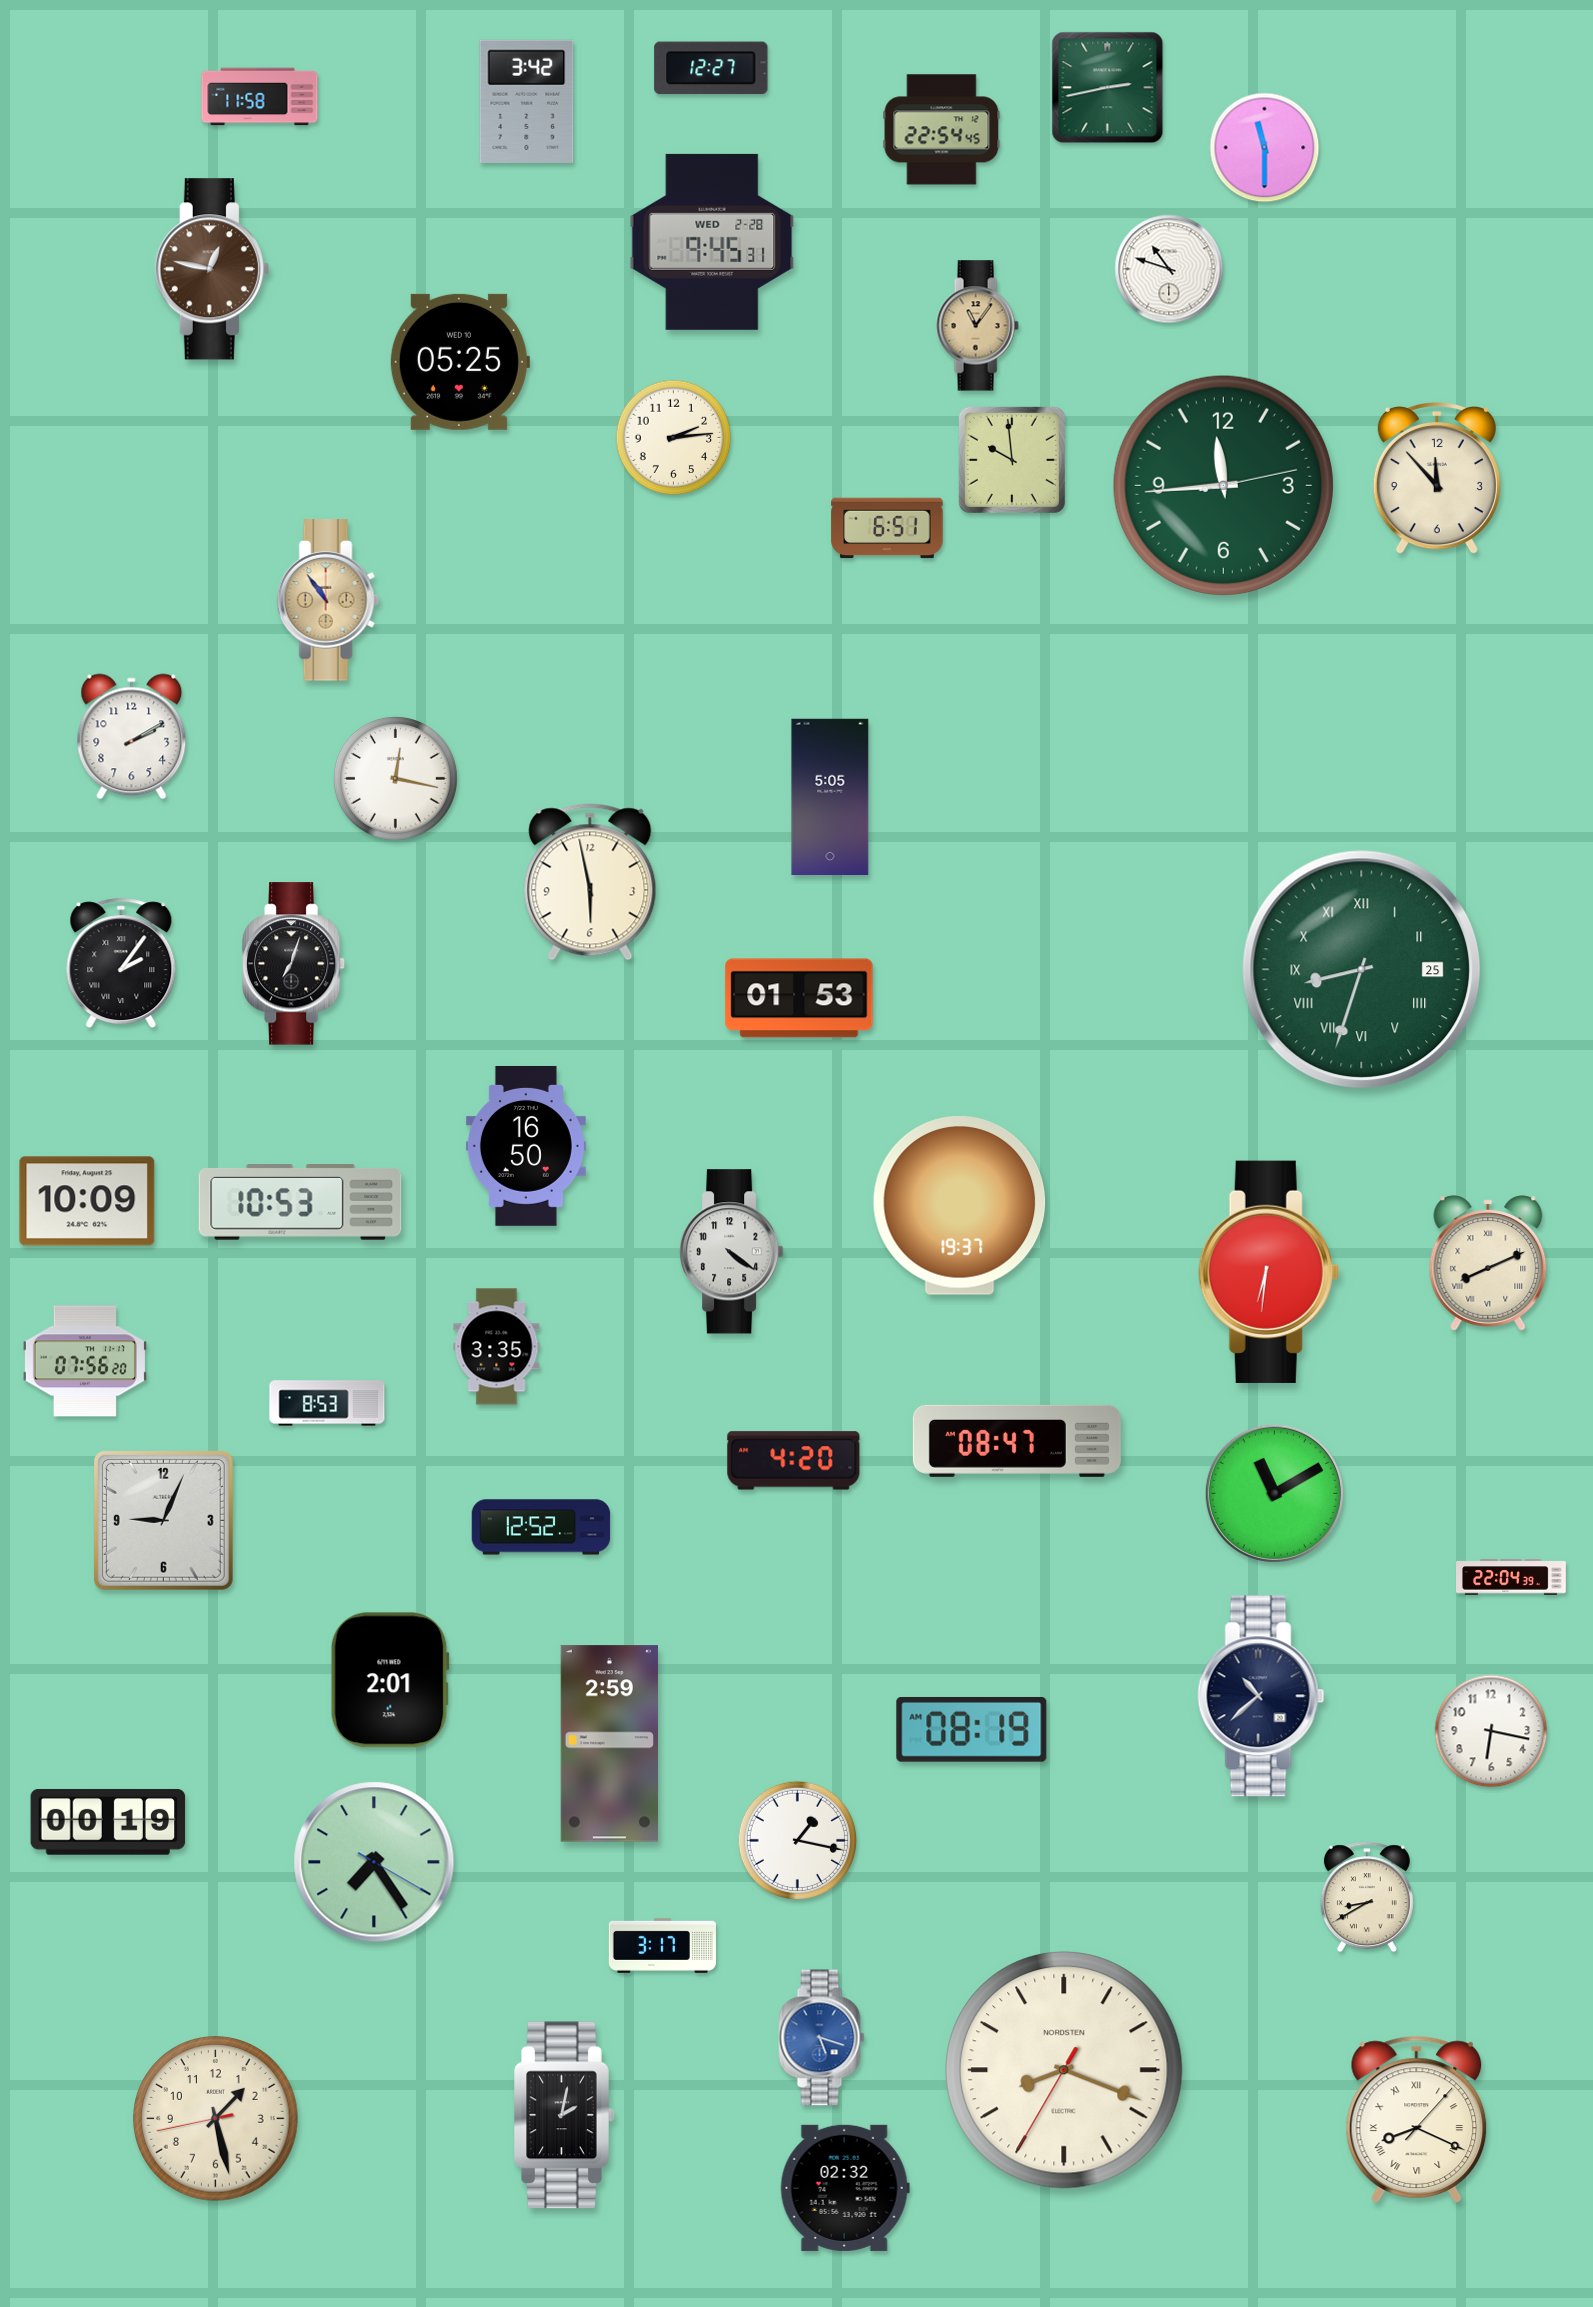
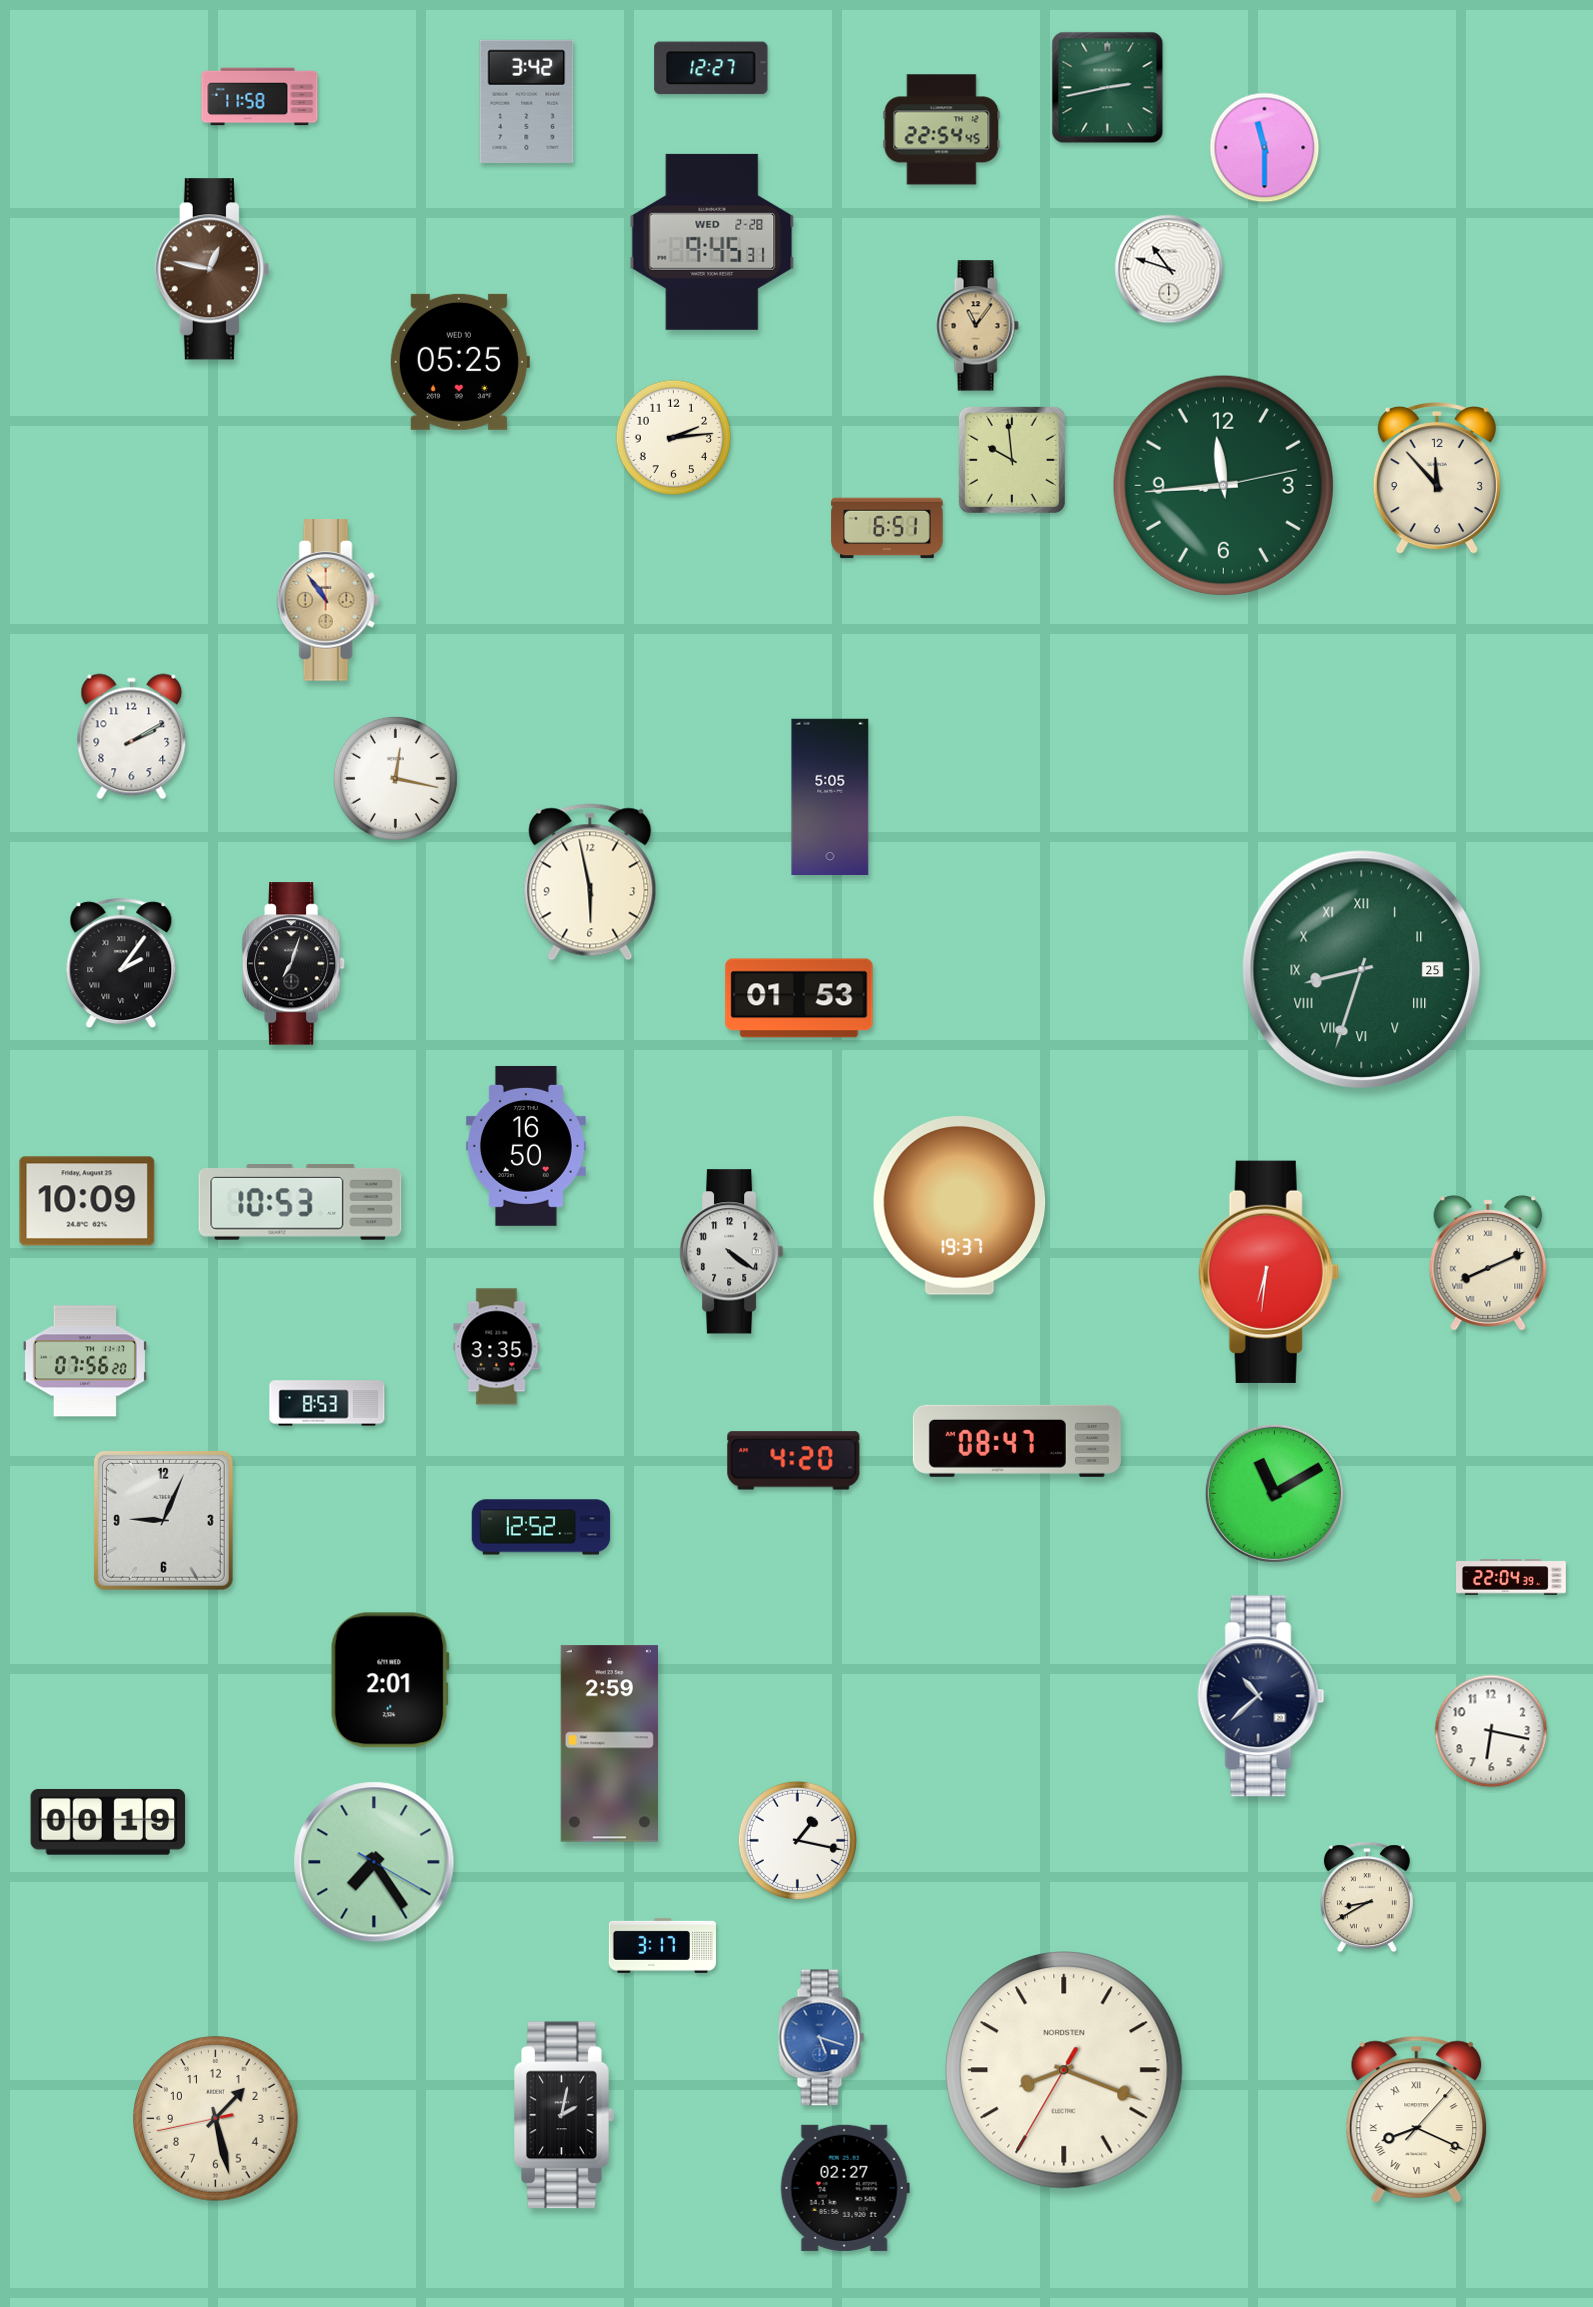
clock at (972, 1729): 08:19 -> none
clock at (845, 2188): 02:32 -> 02:27
